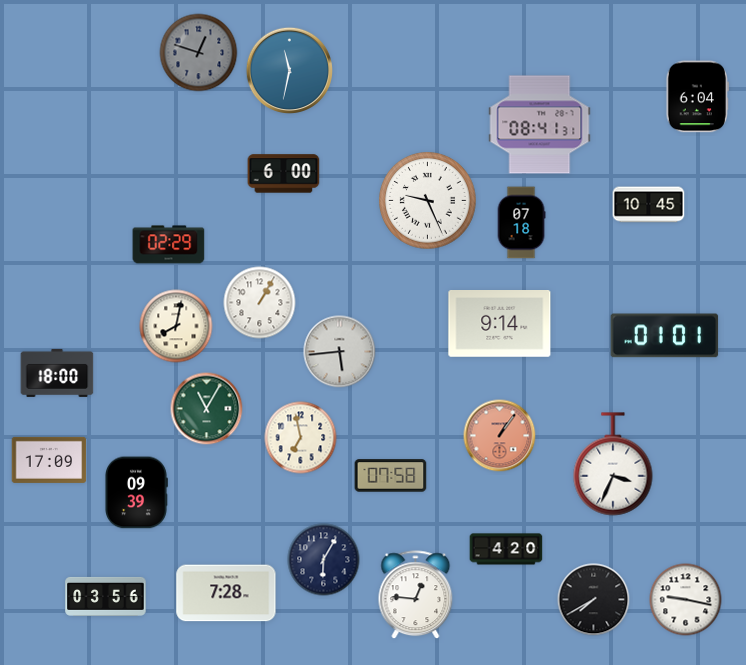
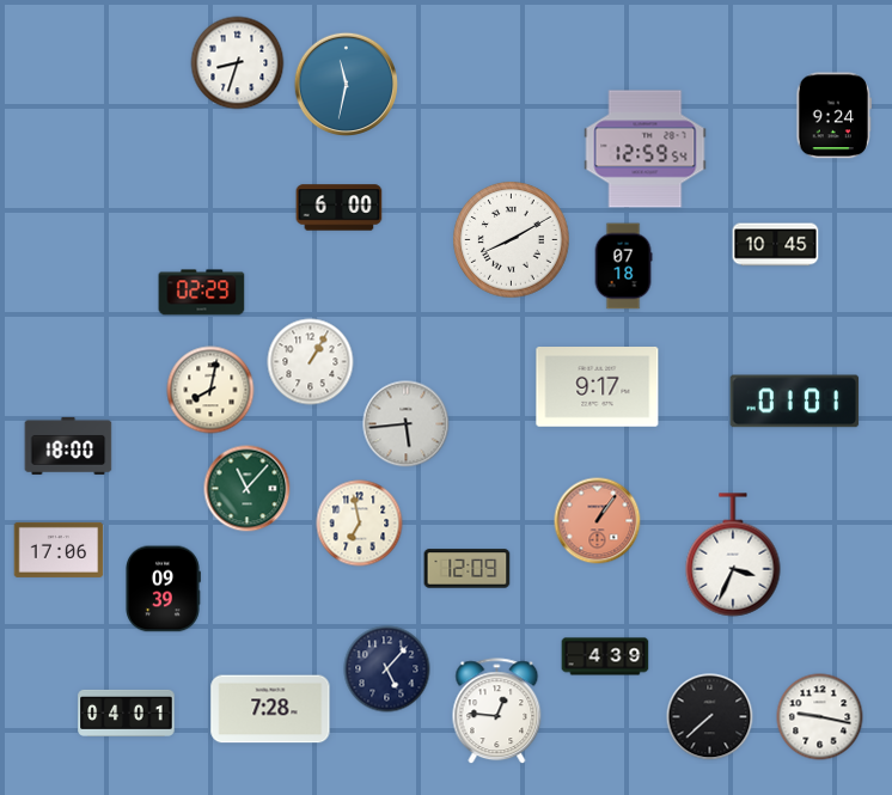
clock at (199, 53): 12:48 -> 8:33
clock at (199, 53) dial: grey -> white
clock at (697, 97): 6:04 -> 9:24
clock at (540, 125): 08:41 -> 12:59
clock at (428, 201): 9:26 -> 8:10
clock at (500, 324): 9:14 -> 9:17
clock at (340, 352) position: (340, 352) -> (407, 424)
clock at (207, 409): 11:05 -> 11:07
clock at (49, 460): 17:09 -> 17:06
clock at (391, 476): 07:58 -> 12:09
clock at (506, 549): 4:20 -> 4:39
clock at (324, 560): 6:05 -> 5:07
clock at (106, 596): 03:56 -> 04:01
clock at (594, 600): 7:40 -> 7:38
